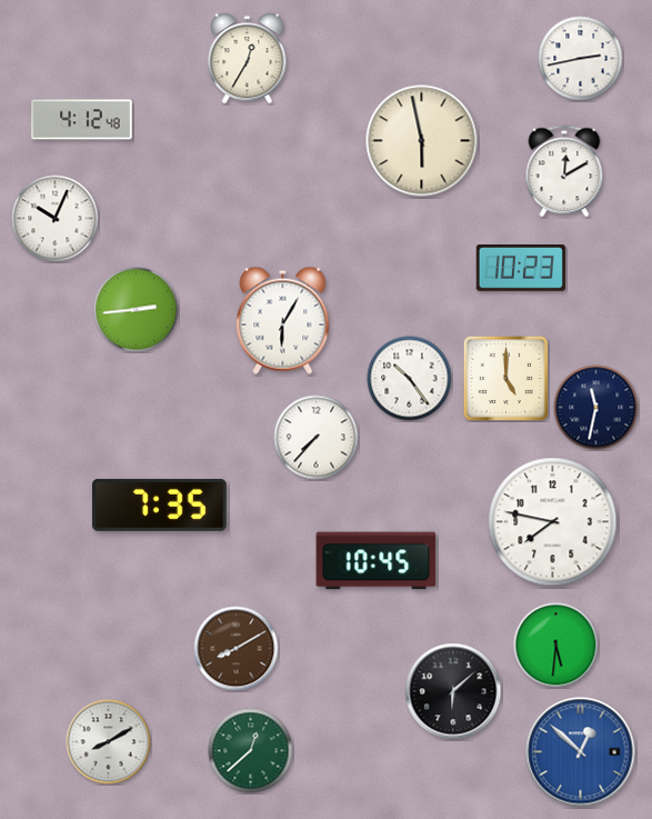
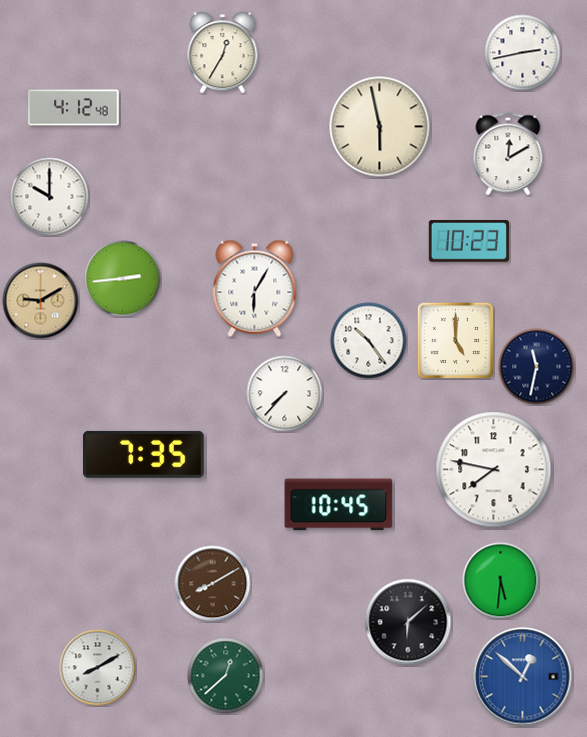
clock at (56, 219): 10:04 -> 10:00
clock at (41, 301): none -> 9:10
clock at (553, 522) position: (553, 522) -> (494, 470)
